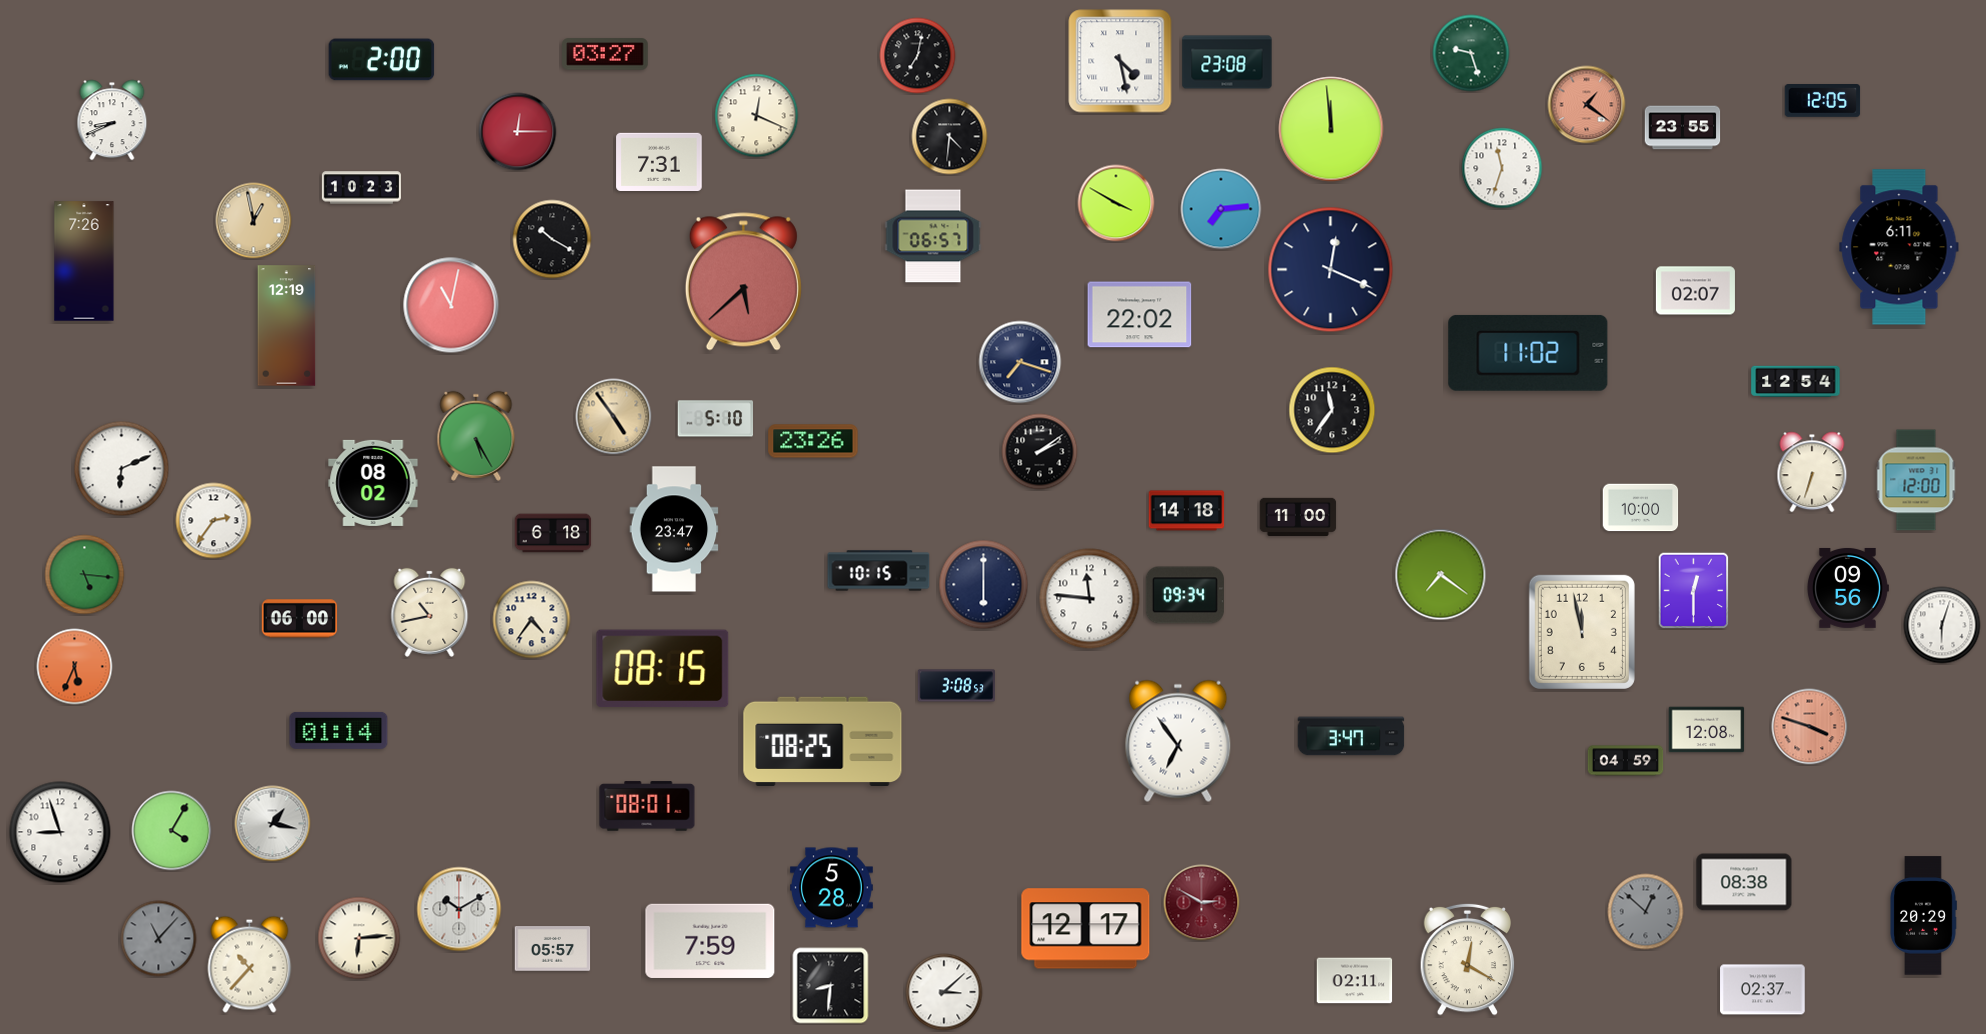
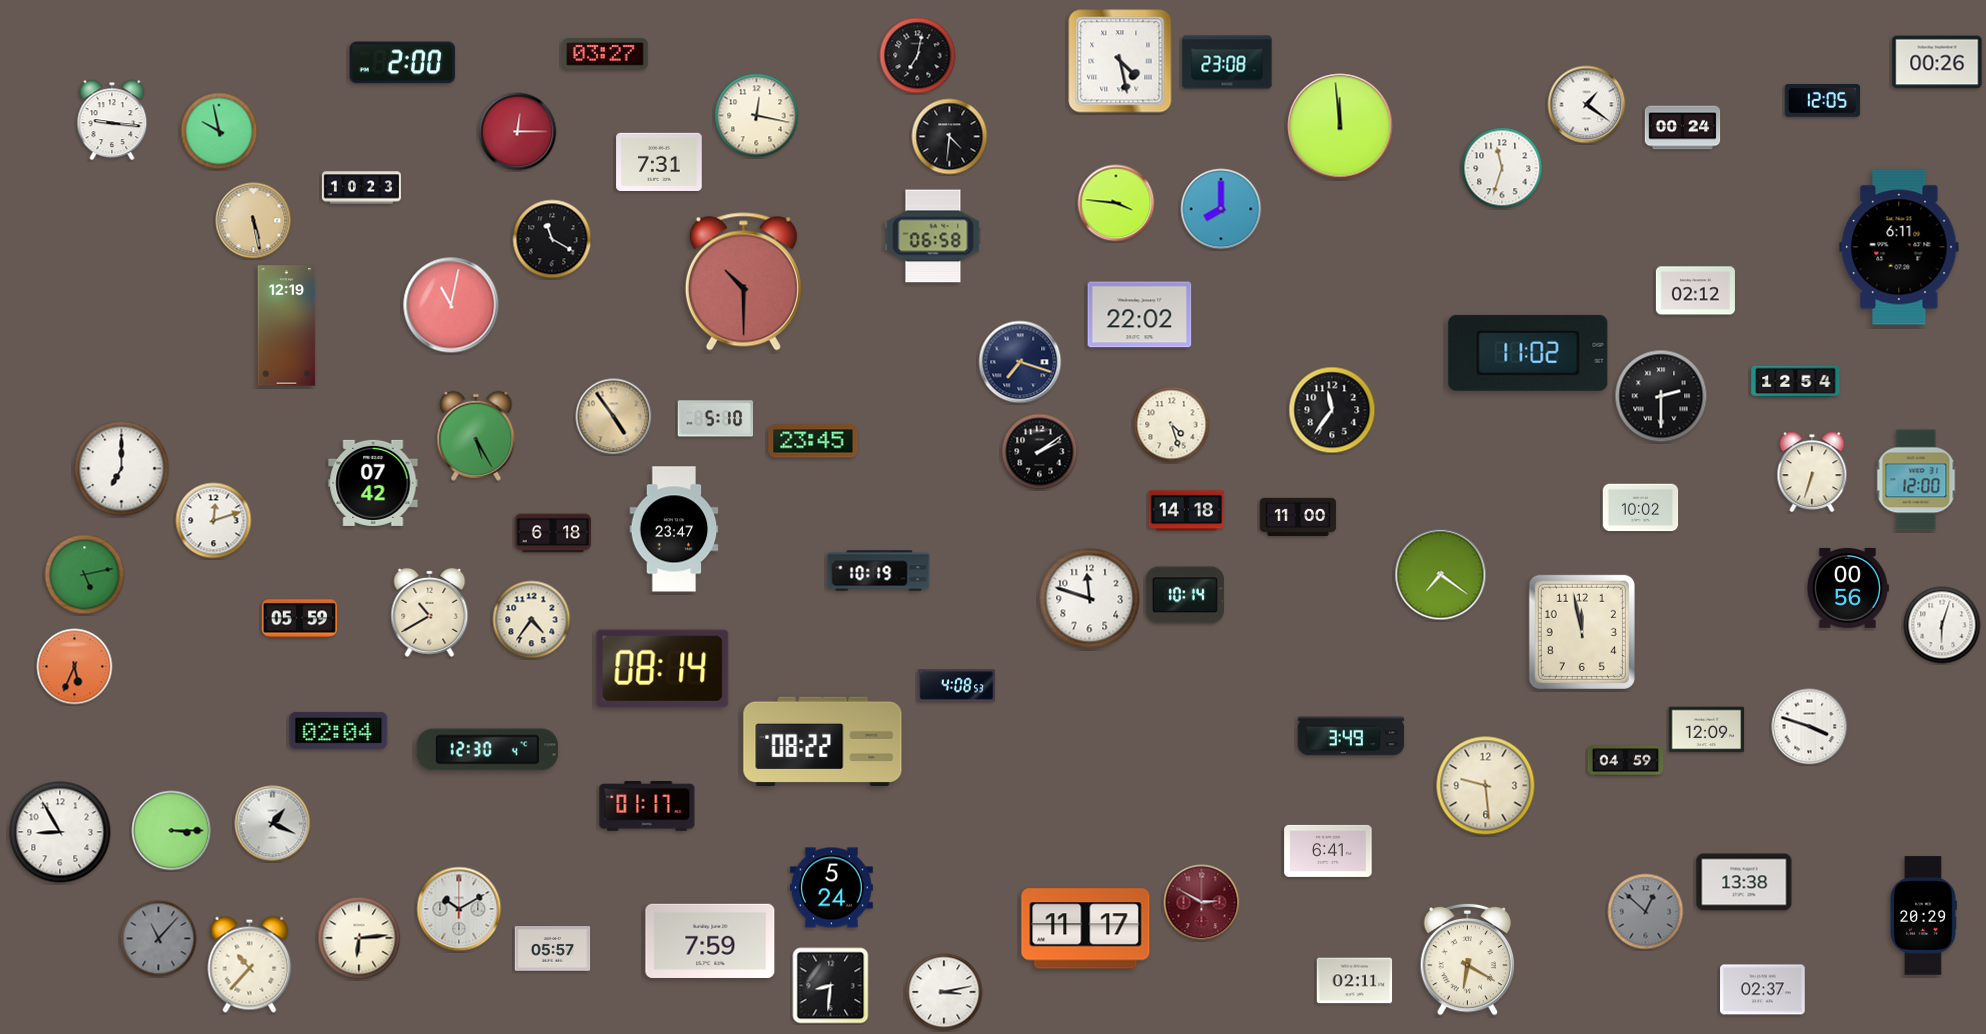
clock at (1471, 53): 9:27 -> none
clock at (382, 60) position: (382, 60) -> (403, 63)
clock at (1937, 62): none -> 00:26
clock at (1587, 105) dial: salmon -> white
clock at (757, 116): 12:19 -> 12:17
clock at (112, 120): 8:41 -> 9:16
clock at (1683, 128): 23:55 -> 00:24
clock at (1331, 129) position: (1331, 129) -> (1340, 126)
clock at (219, 131): none -> 9:58
clock at (1116, 203): 3:50 -> 3:46
clock at (1221, 209): 7:14 -> 8:00
clock at (254, 221): 12:58 -> 5:28
clock at (933, 236): 06:57 -> 06:58
clock at (552, 239): 10:20 -> 11:20
clock at (84, 261): 7:26 -> none
clock at (1331, 270): 12:19 -> none
clock at (743, 282): 5:38 -> 10:30
clock at (1695, 291): 02:07 -> 02:12
clock at (1661, 396): none -> 2:30
clock at (1172, 425): none -> 4:27
clock at (813, 441): 23:26 -> 23:45
clock at (122, 469): 6:11 -> 7:00
clock at (373, 483): 08:02 -> 07:42
clock at (1641, 508): 10:00 -> 10:02
clock at (214, 521): 2:36 -> 12:12
clock at (879, 571): 10:15 -> 10:19
clock at (85, 575): 5:16 -> 5:13
clock at (984, 585): 6:00 -> none
clock at (1848, 588): 09:56 -> 00:56
clock at (1694, 591): 12:30 -> none
clock at (1185, 595): 09:34 -> 10:14
clock at (1090, 599): 11:46 -> 11:48
clock at (430, 612): 10:43 -> 10:40
clock at (300, 619): 06:00 -> 05:59
clock at (663, 669): 08:15 -> 08:14
clock at (957, 686): 3:08 -> 4:08
clock at (1810, 727) dial: salmon -> white
clock at (339, 730): 01:14 -> 02:04
clock at (1707, 730): 12:08 -> 12:09
clock at (1351, 736): 3:47 -> 3:49
clock at (1178, 741): 6:54 -> none
clock at (823, 742): 08:25 -> 08:22
clock at (487, 750): none -> 12:30
clock at (1486, 786): none -> 9:29
clock at (647, 806): 08:01 -> 01:17
clock at (273, 824): 1:17 -> 1:19
clock at (172, 831): 4:05 -> 3:15
clock at (60, 832): 8:57 -> 8:55
clock at (1328, 851): none -> 6:41
clock at (1744, 882): 08:38 -> 13:38
clock at (832, 888): 5:28 -> 5:24
clock at (1086, 929): 12:17 -> 11:17
clock at (1468, 959): 12:20 -> 6:20
clock at (944, 992): 3:08 -> 3:13
